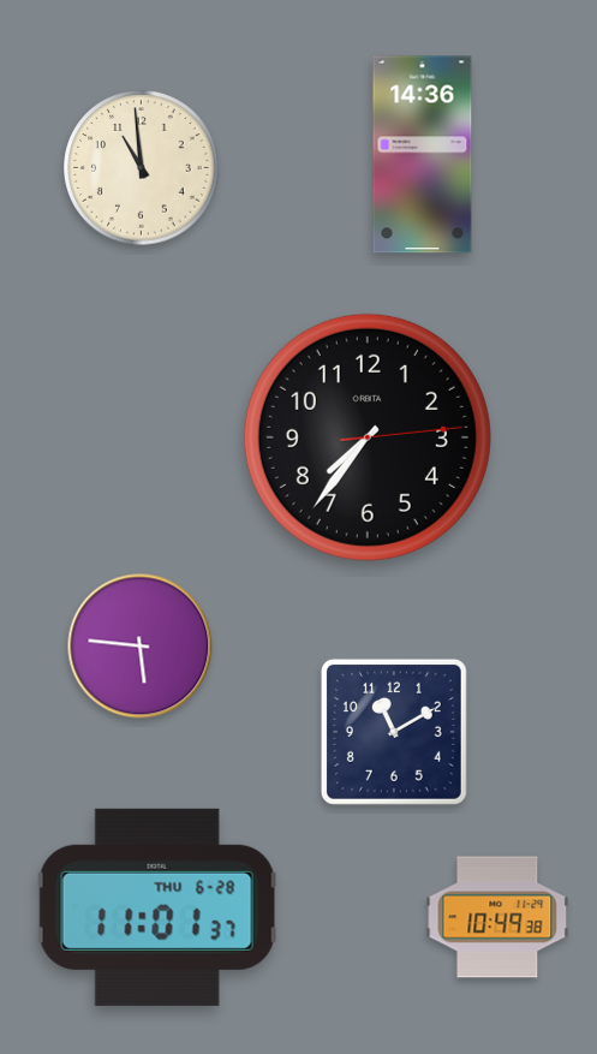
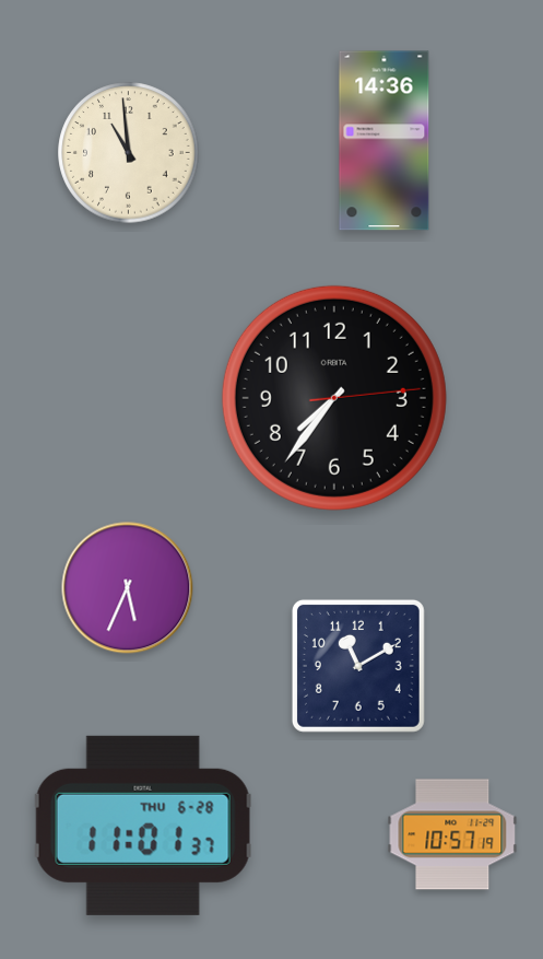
clock at (141, 647): 5:46 -> 5:34
clock at (497, 917): 10:49 -> 10:57
